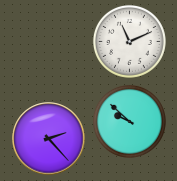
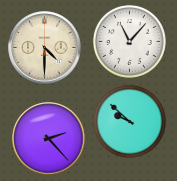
clock at (129, 41): 11:11 -> 11:07
clock at (45, 48): none -> 4:30
